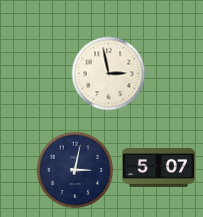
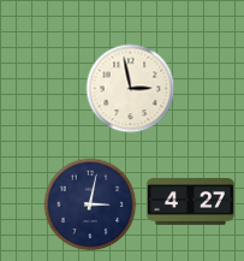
clock at (158, 168): 5:07 -> 4:27
